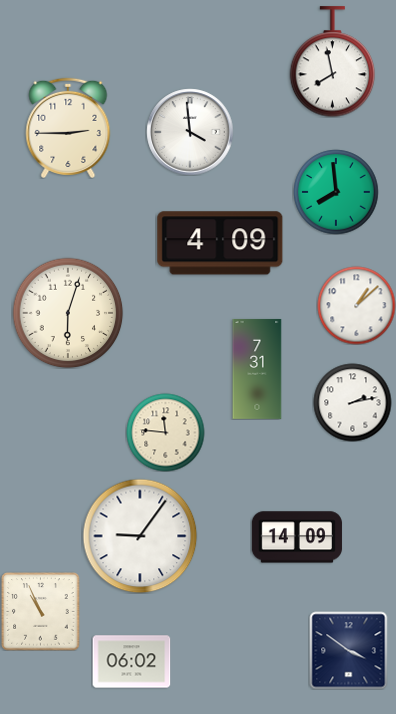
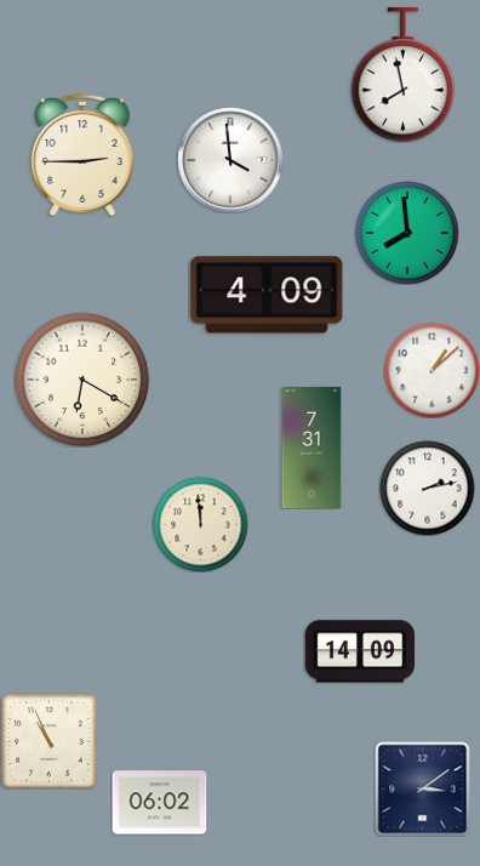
clock at (68, 313): 6:03 -> 6:20
clock at (165, 432): 11:46 -> 11:59
clock at (140, 536): 9:06 -> none
clock at (348, 650): 3:51 -> 3:09
